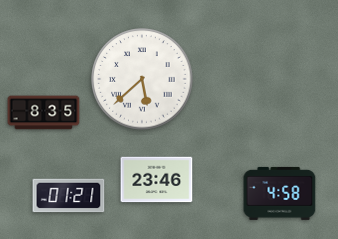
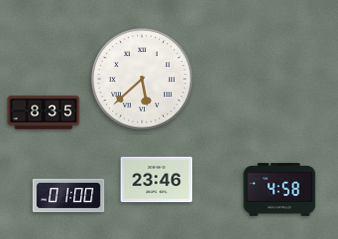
clock at (280, 193) position: (280, 193) -> (280, 189)
clock at (69, 196): 01:21 -> 01:00
